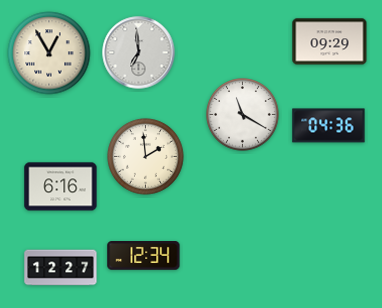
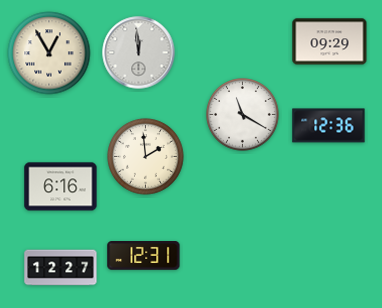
clock at (139, 53): 6:59 -> 11:59
clock at (329, 126): 04:36 -> 12:36
clock at (144, 256): 12:34 -> 12:31
